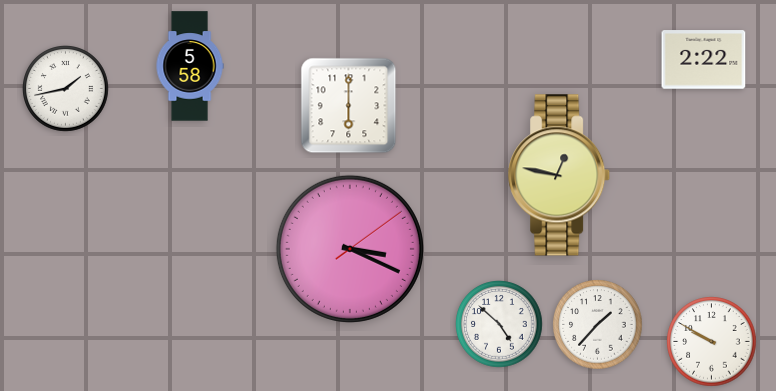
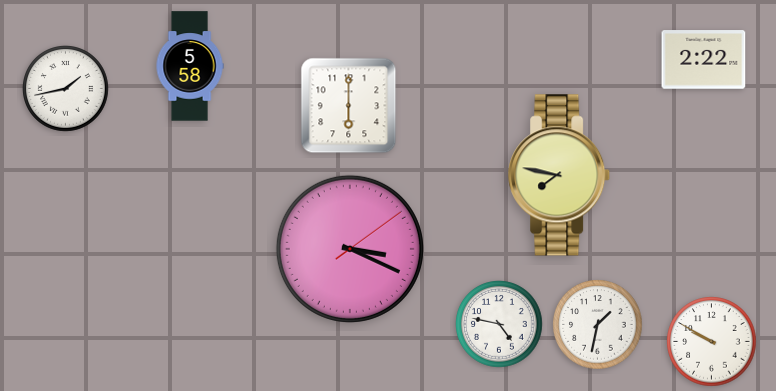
clock at (560, 175): 12:47 -> 7:47
clock at (499, 324): 4:52 -> 4:47
clock at (598, 325): 1:37 -> 1:32
